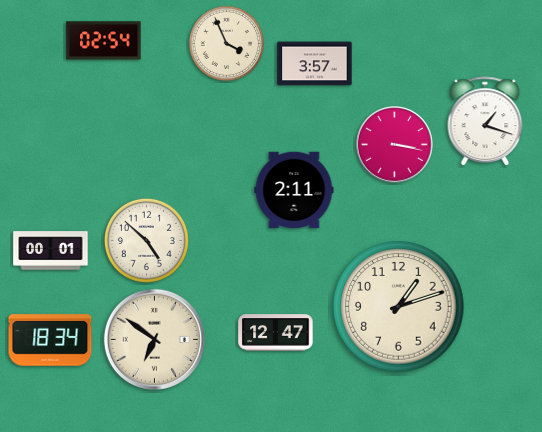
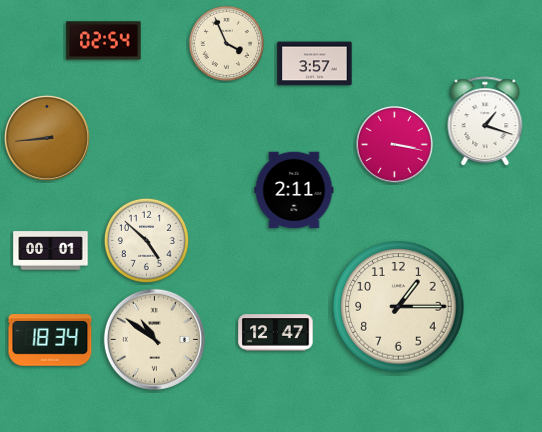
clock at (47, 138): none -> 8:44
clock at (399, 307): 1:12 -> 1:15
clock at (154, 339): 6:51 -> 10:51
